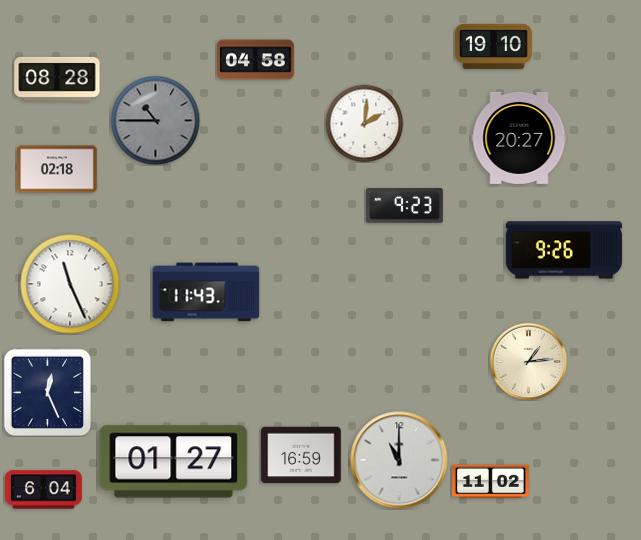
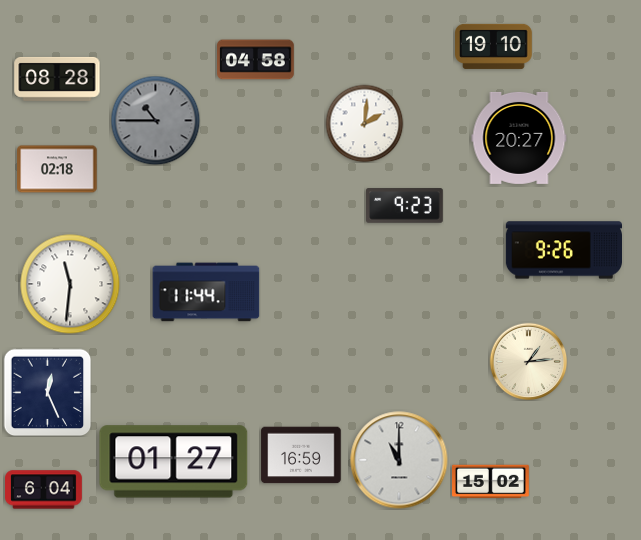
clock at (70, 284): 11:26 -> 11:31
clock at (206, 292): 11:43 -> 11:44
clock at (491, 482): 11:02 -> 15:02
